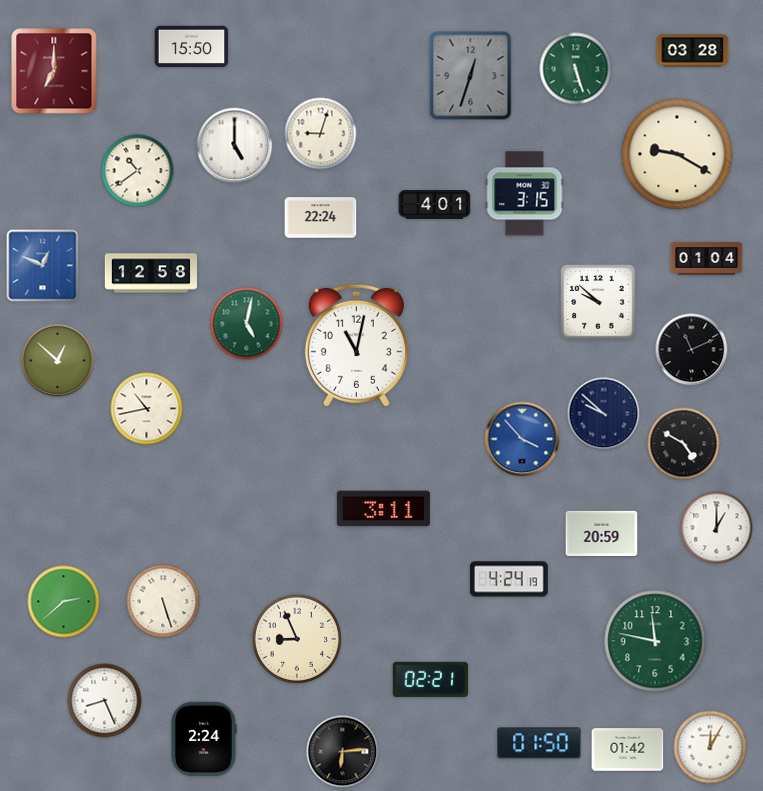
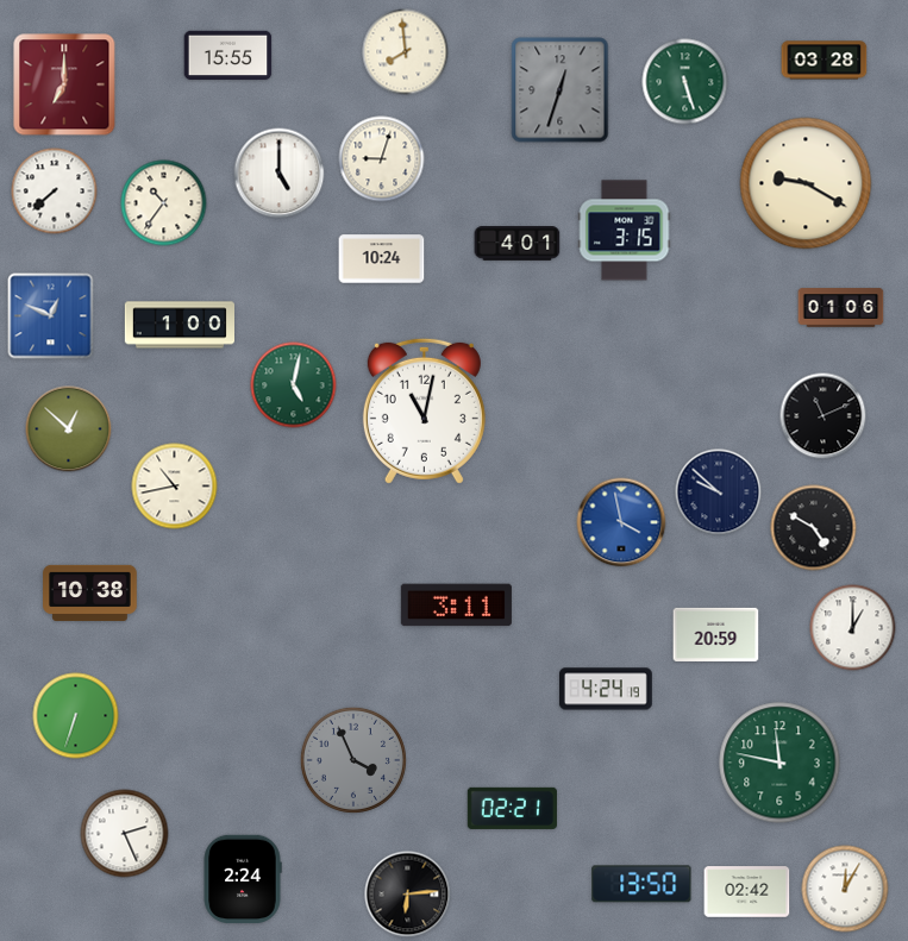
clock at (406, 52): none -> 7:59
clock at (192, 47): 15:50 -> 15:55
clock at (55, 192): none -> 7:38
clock at (138, 171): 10:39 -> 10:36
clock at (321, 218): 22:24 -> 10:24
clock at (707, 259): 01:04 -> 01:06
clock at (150, 273): 12:58 -> 1:00
clock at (598, 302): 9:52 -> none
clock at (522, 439): 3:53 -> 3:58
clock at (90, 592): none -> 10:38
clock at (163, 601): 5:27 -> none
clock at (64, 602): 2:38 -> 6:33
clock at (297, 639): 8:56 -> 3:56
clock at (297, 639) dial: cream -> grey
clock at (105, 701): 8:26 -> 2:26
clock at (539, 743): 01:50 -> 13:50
clock at (628, 750): 01:42 -> 02:42
